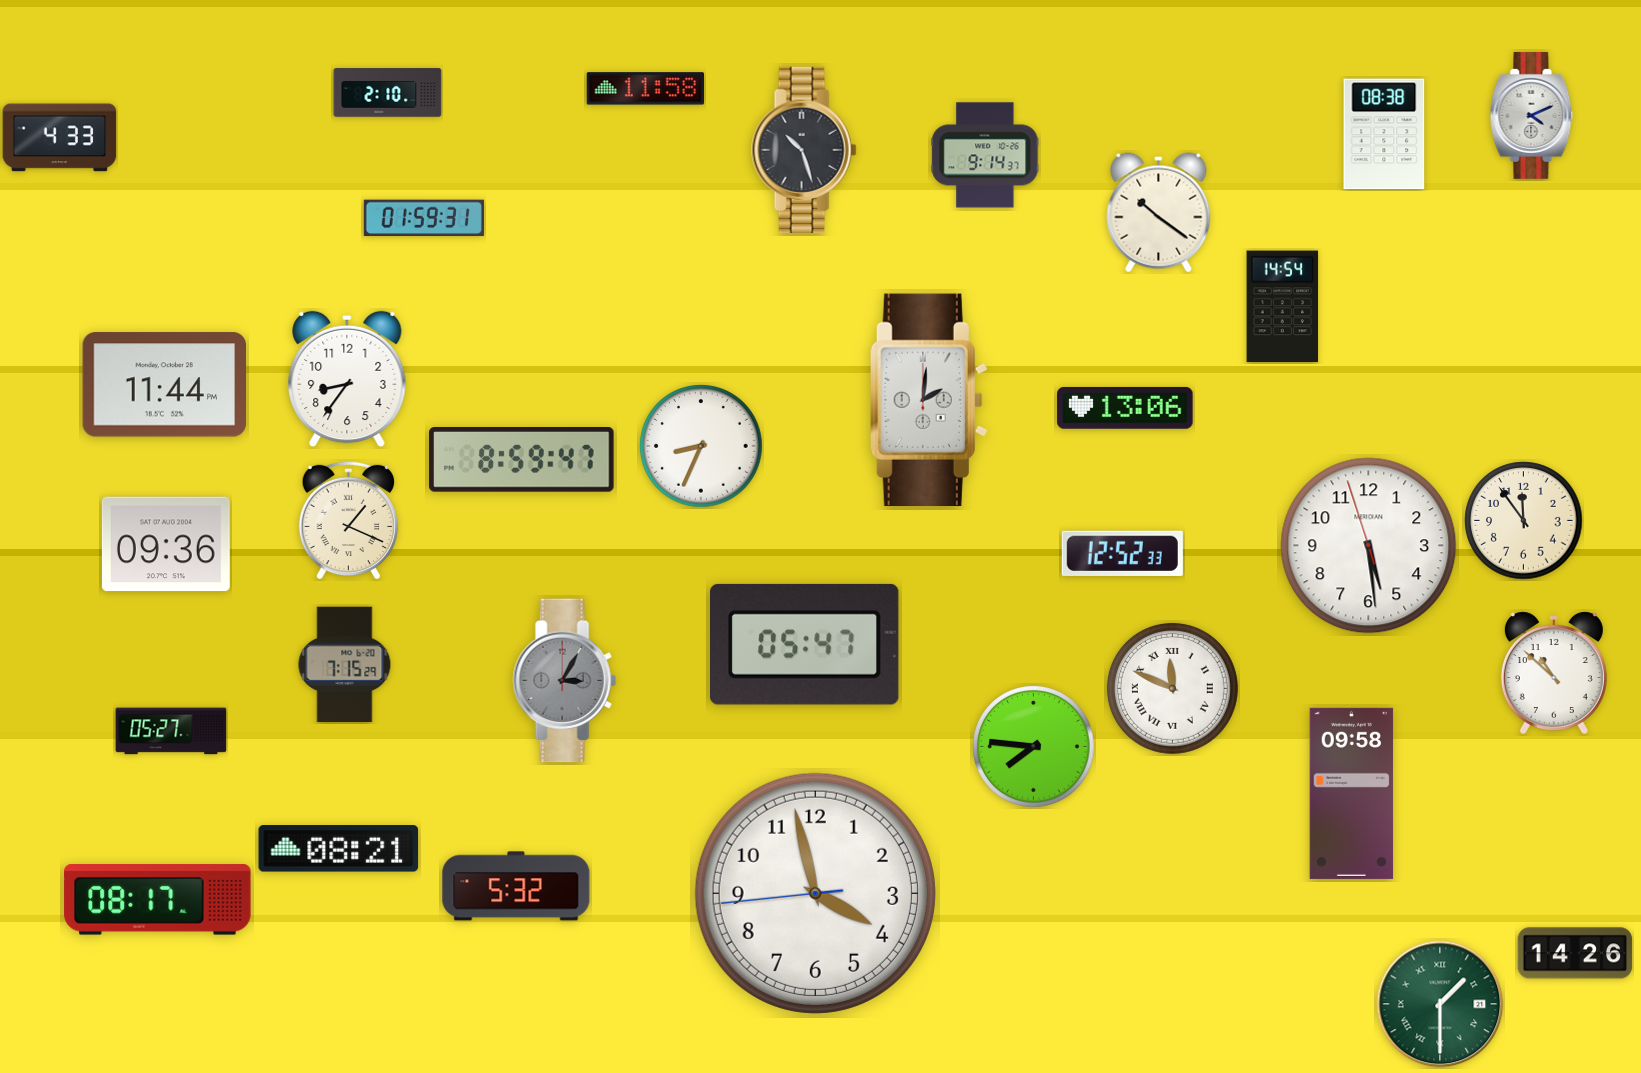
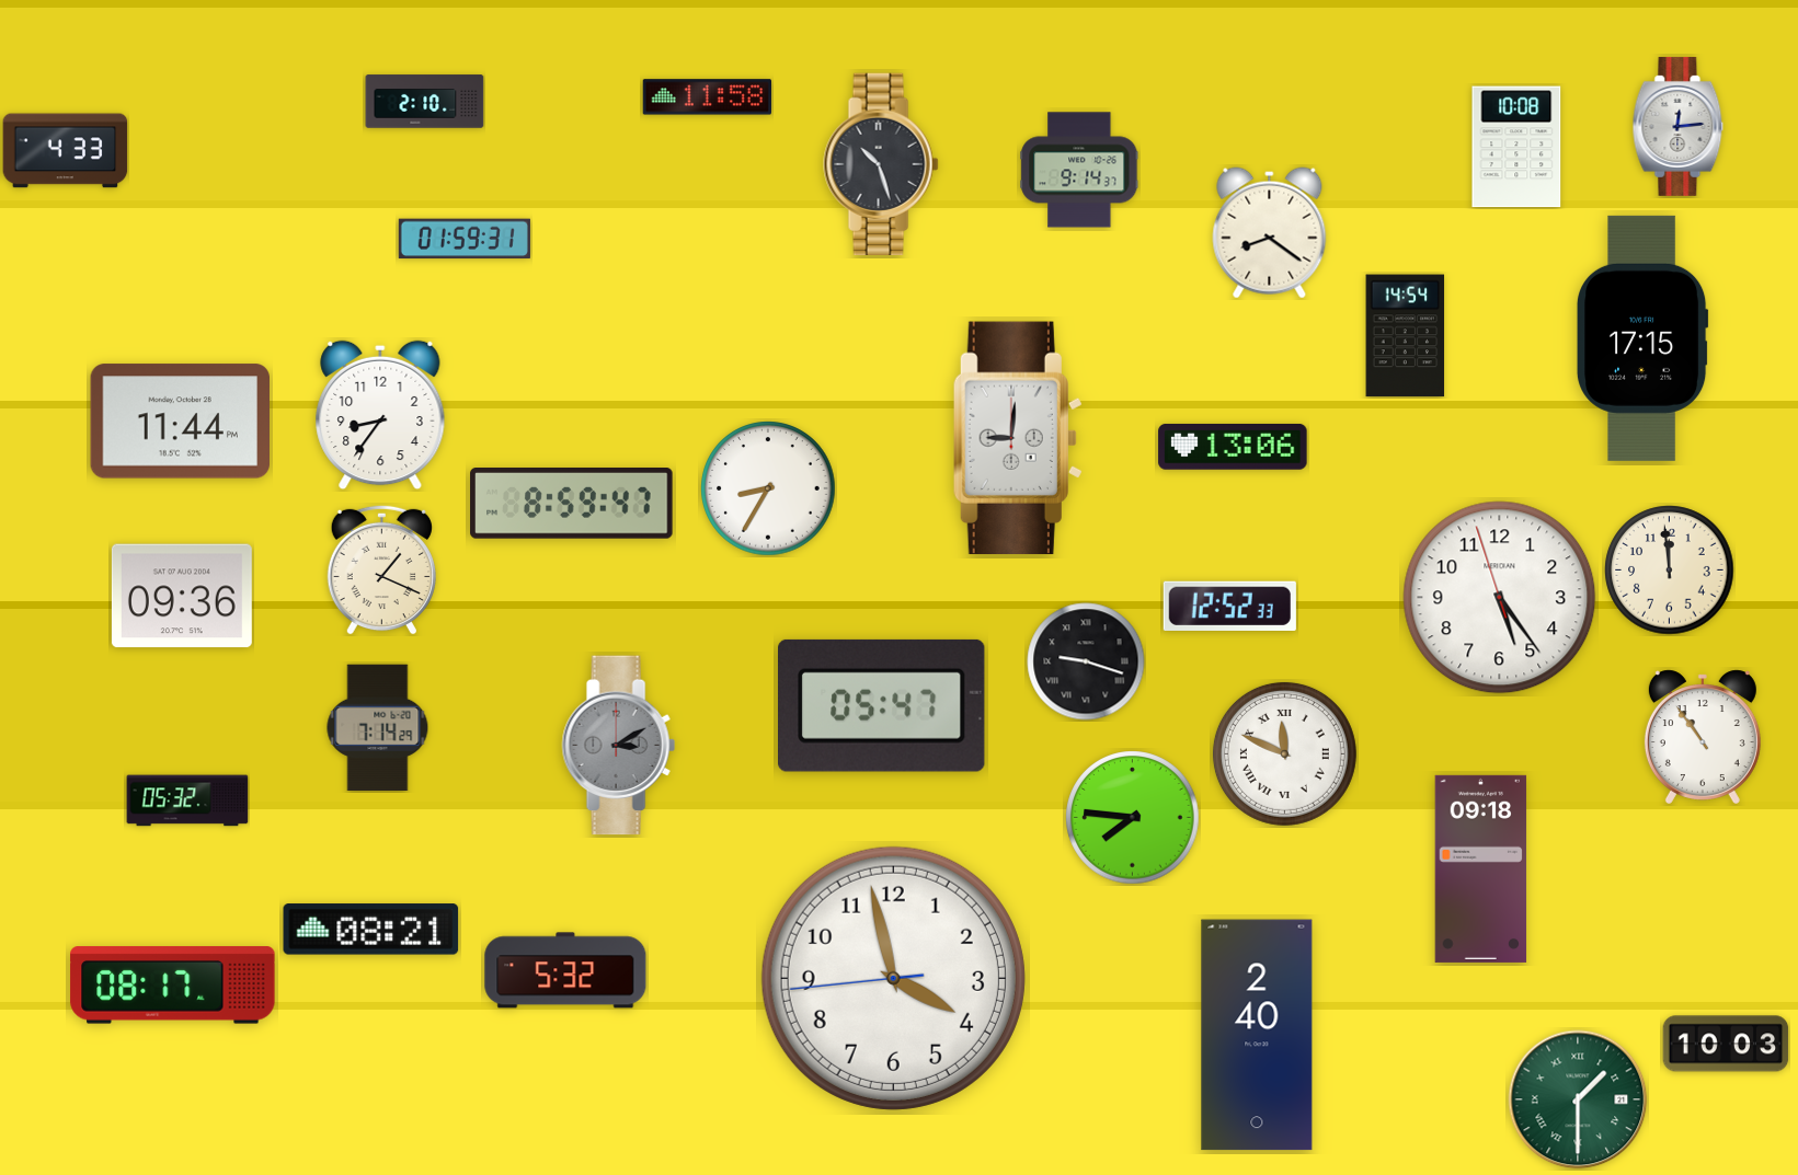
clock at (1532, 115): 4:11 -> 12:14
clock at (1384, 134): 08:38 -> 10:08
clock at (1159, 213): 10:21 -> 8:21
clock at (1642, 338): none -> 17:15
clock at (929, 400): 2:01 -> 9:01
clock at (701, 446): 8:34 -> 8:35
clock at (1524, 521): 11:54 -> 11:59
clock at (1369, 546): 5:28 -> 5:23
clock at (1086, 661): none -> 9:18
clock at (345, 665): 7:15 -> 7:14
clock at (1554, 673): 10:52 -> 10:54
clock at (564, 681): 3:05 -> 3:10
clock at (171, 731): 05:27 -> 05:32
clock at (1352, 793): 09:58 -> 09:18
clock at (1257, 1035): none -> 2:40
clock at (1575, 953): 14:26 -> 10:03
